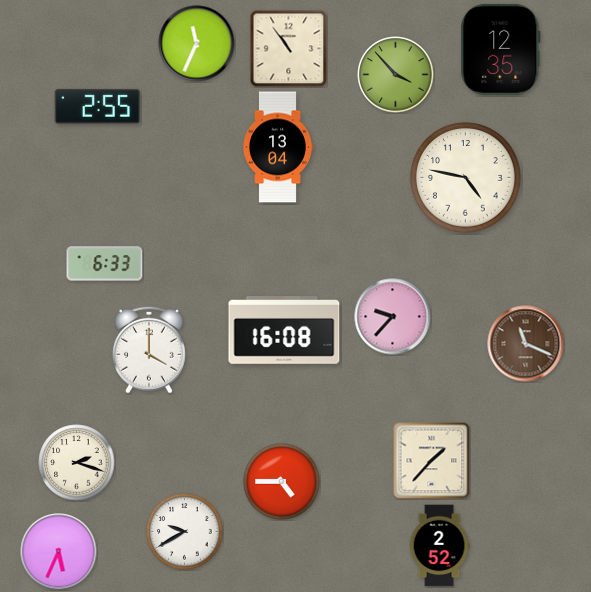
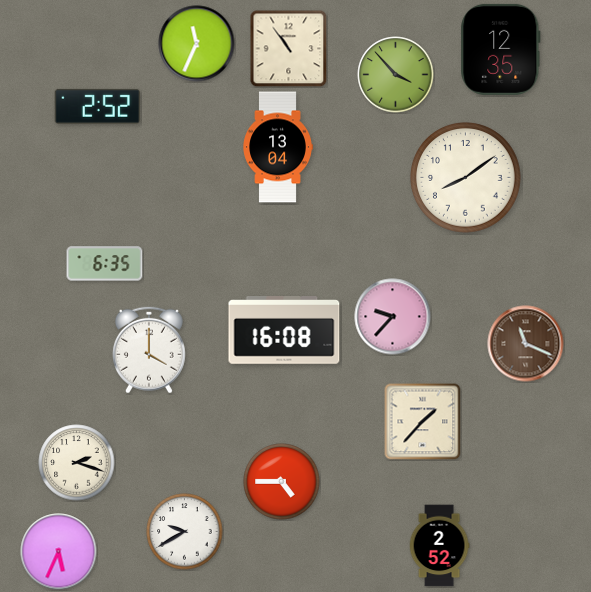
clock at (97, 106): 2:55 -> 2:52
clock at (466, 178): 4:47 -> 8:09
clock at (105, 264): 6:33 -> 6:35
clock at (432, 461) position: (432, 461) -> (423, 422)
